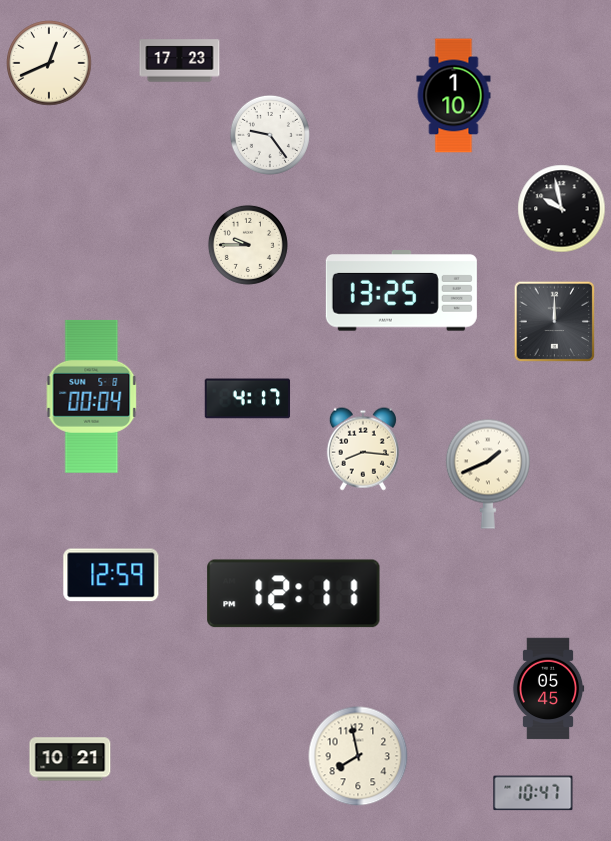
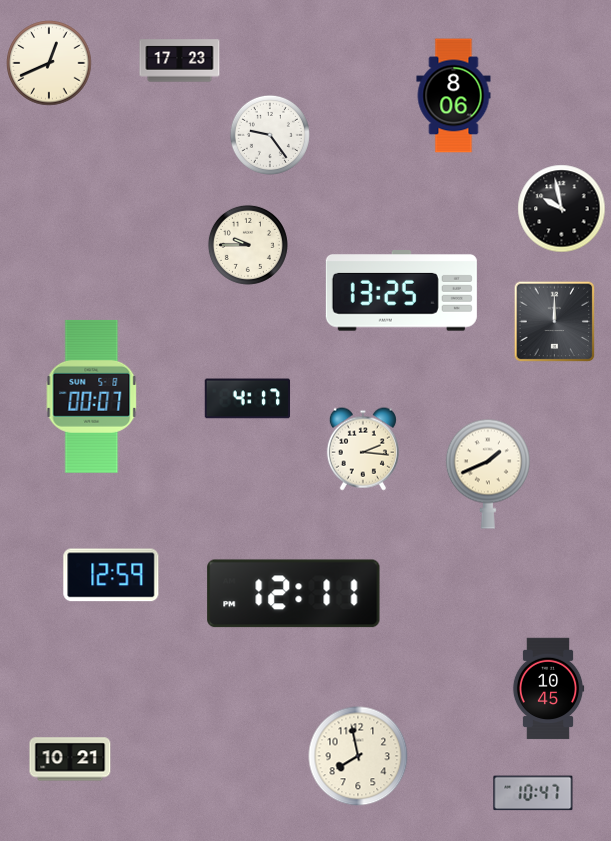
clock at (454, 96): 1:10 -> 8:06
clock at (92, 396): 00:04 -> 00:07
clock at (363, 449): 8:16 -> 2:16
clock at (548, 689): 05:45 -> 10:45
